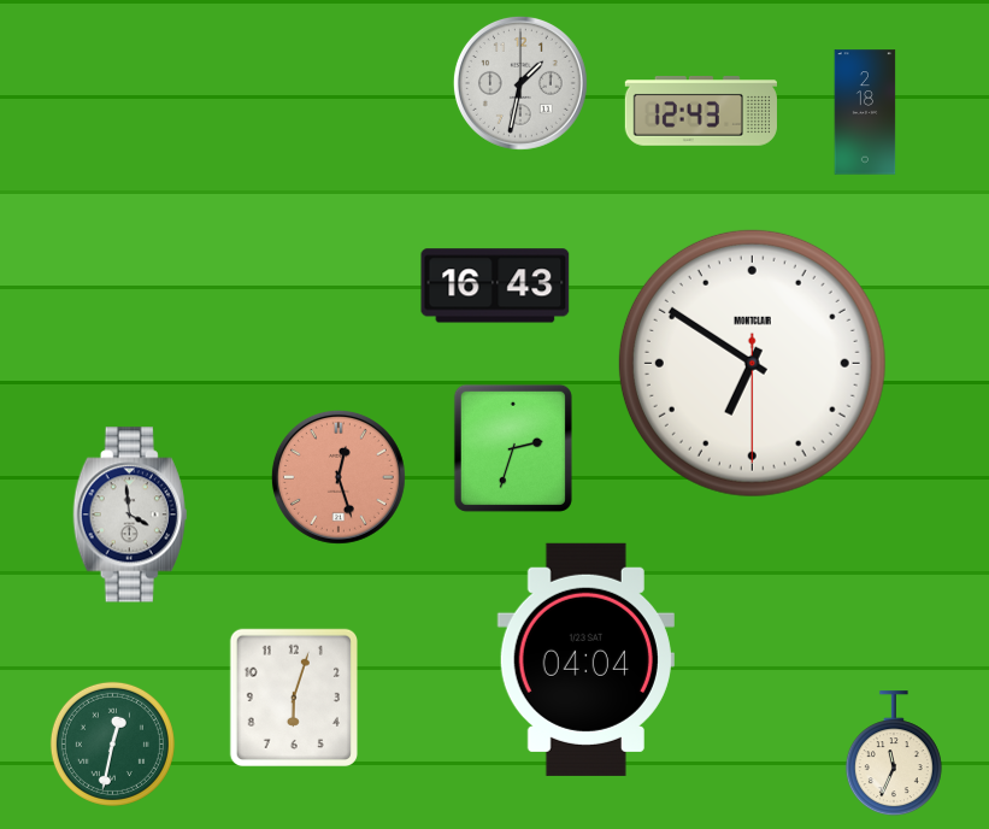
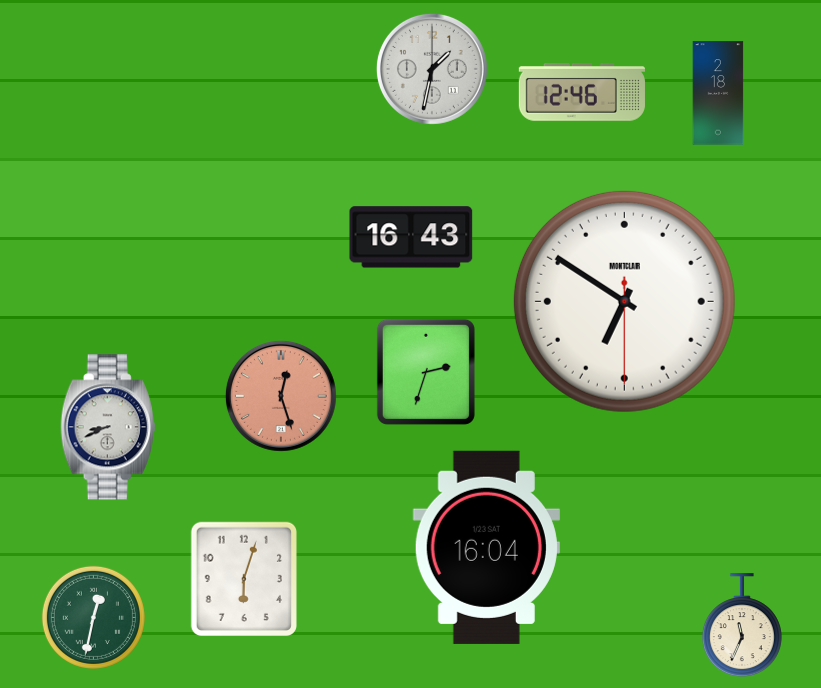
clock at (701, 112): 12:43 -> 12:46
clock at (130, 515): 3:59 -> 8:41
clock at (585, 659): 04:04 -> 16:04
